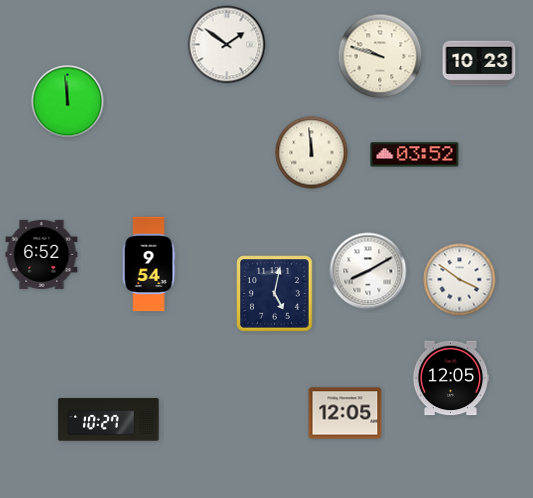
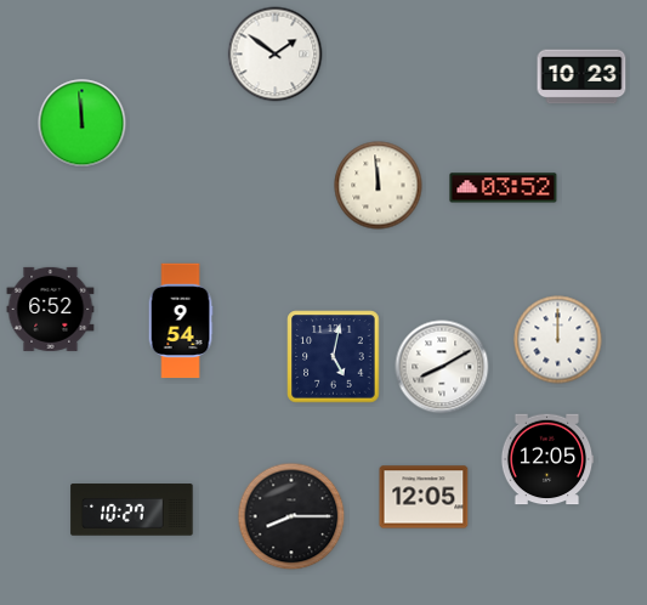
clock at (380, 56): 9:48 -> none
clock at (368, 271) position: (368, 271) -> (442, 367)
clock at (460, 280): 3:51 -> 12:00
clock at (345, 413) position: (345, 413) -> (424, 497)
clock at (291, 516): none -> 8:15
